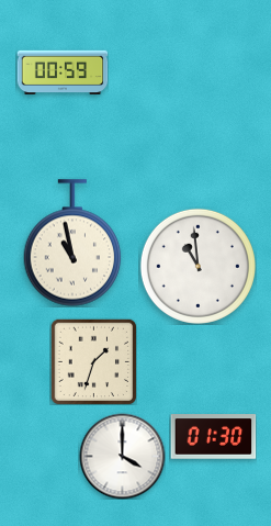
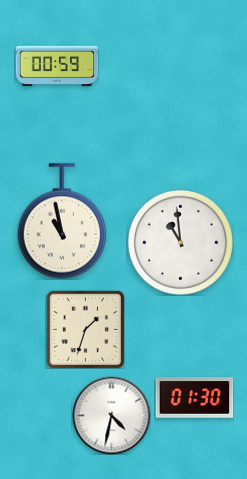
clock at (72, 243) position: (72, 243) -> (62, 221)
clock at (122, 456): 4:00 -> 4:32
